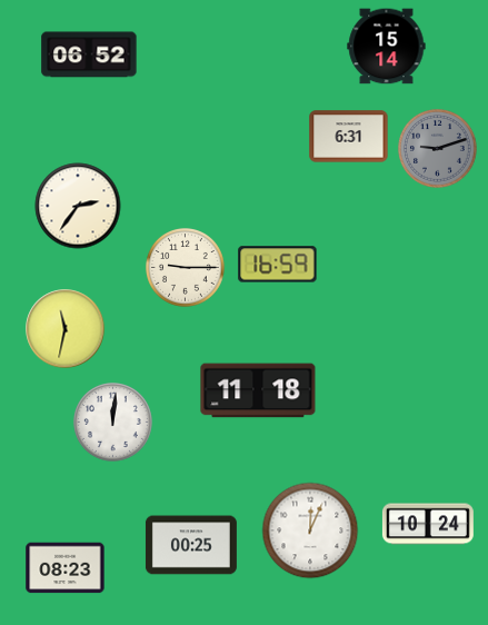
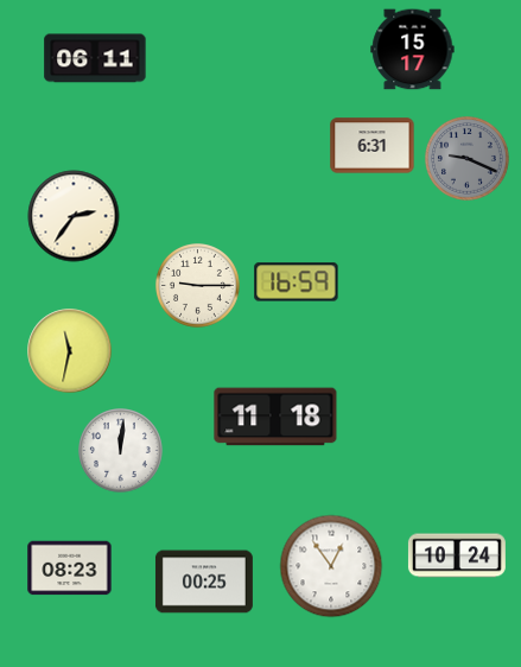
clock at (387, 47): 15:14 -> 15:17
clock at (89, 54): 06:52 -> 06:11
clock at (438, 149): 9:12 -> 9:19
clock at (78, 206) position: (78, 206) -> (74, 216)
clock at (428, 524) position: (428, 524) -> (457, 555)
clock at (310, 530): 12:04 -> 12:54
clock at (66, 568) position: (66, 568) -> (70, 568)
